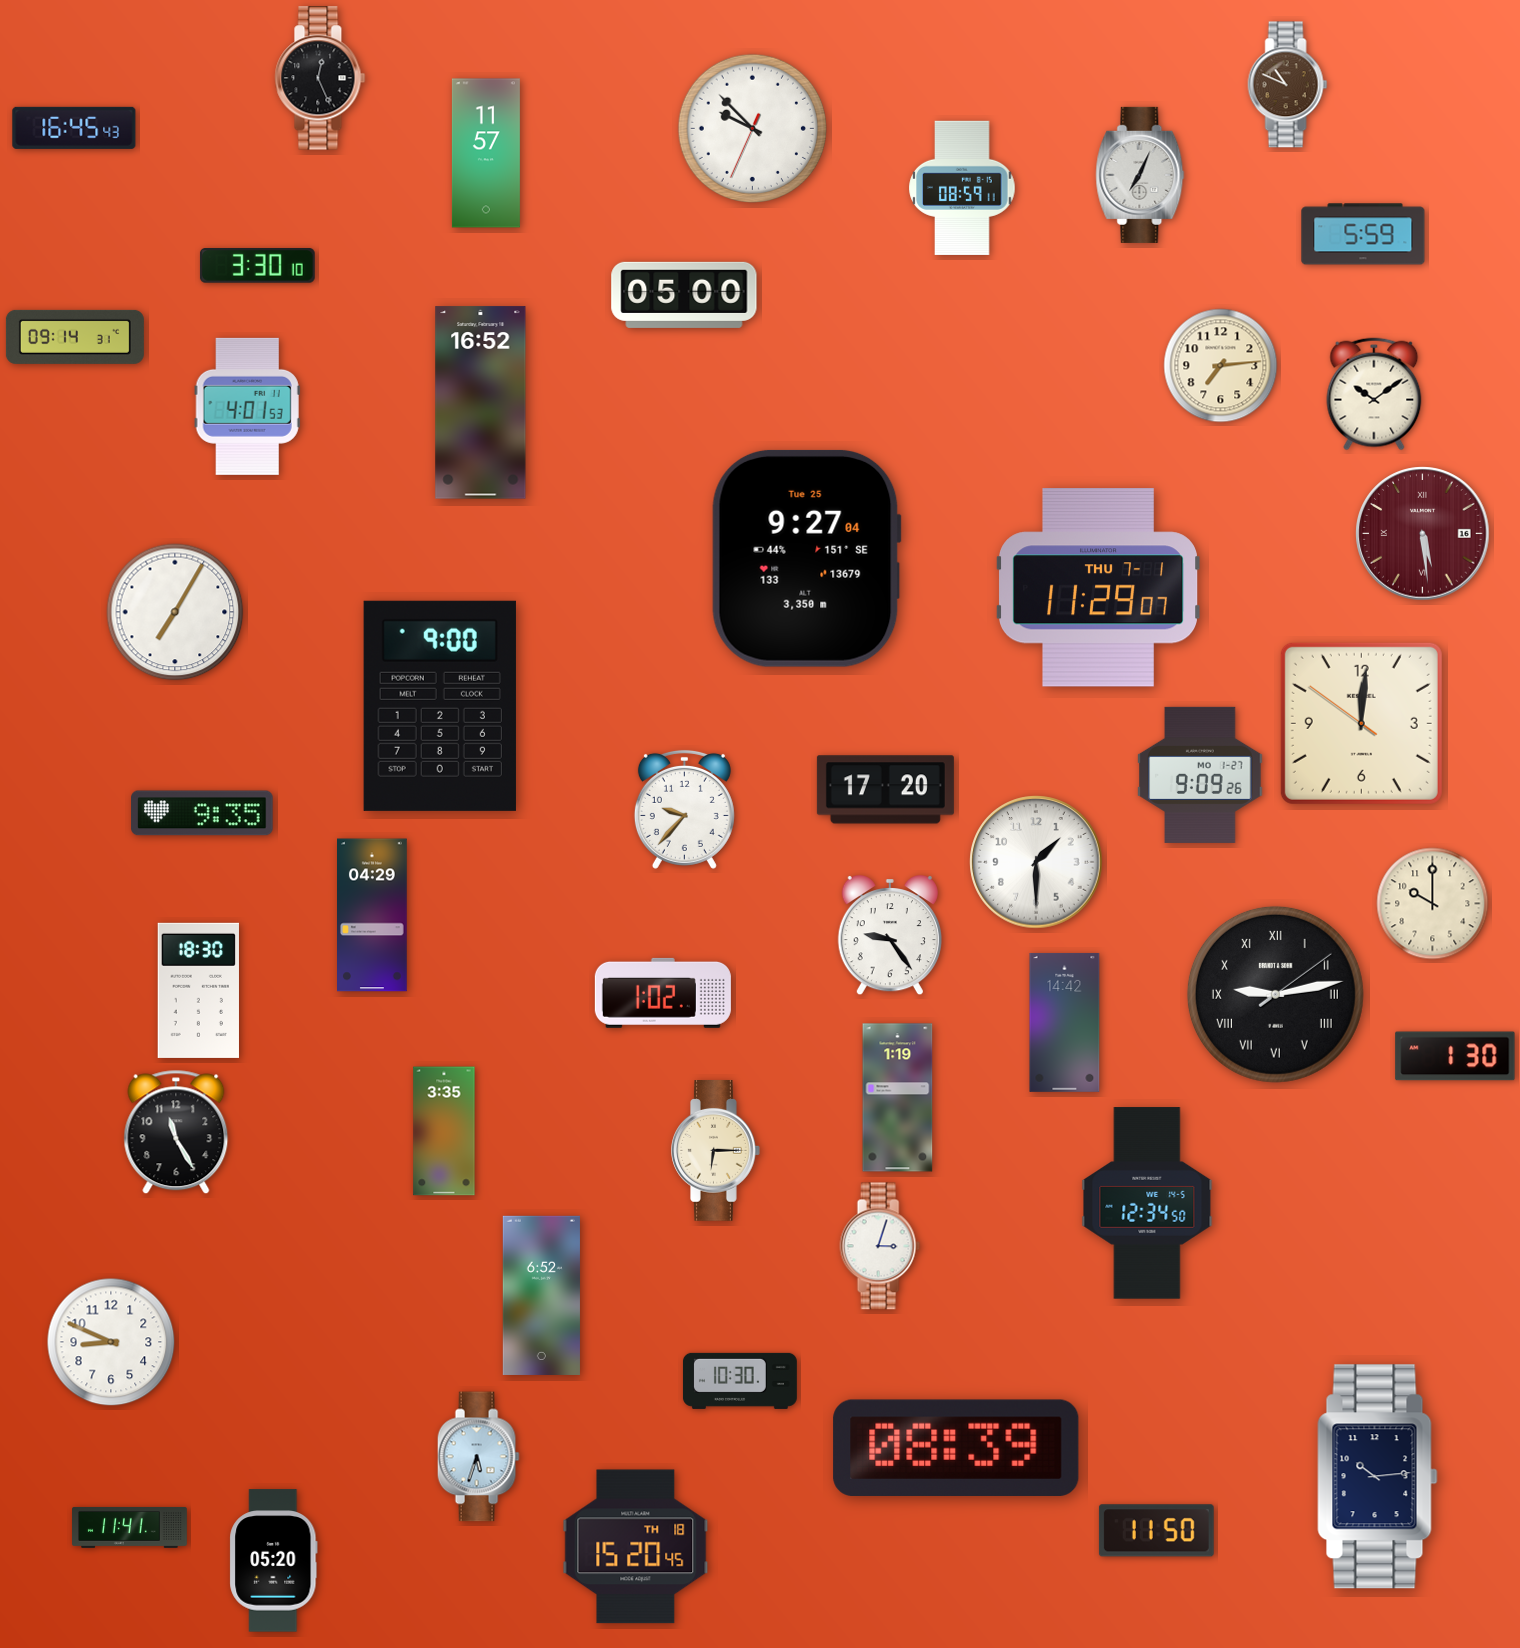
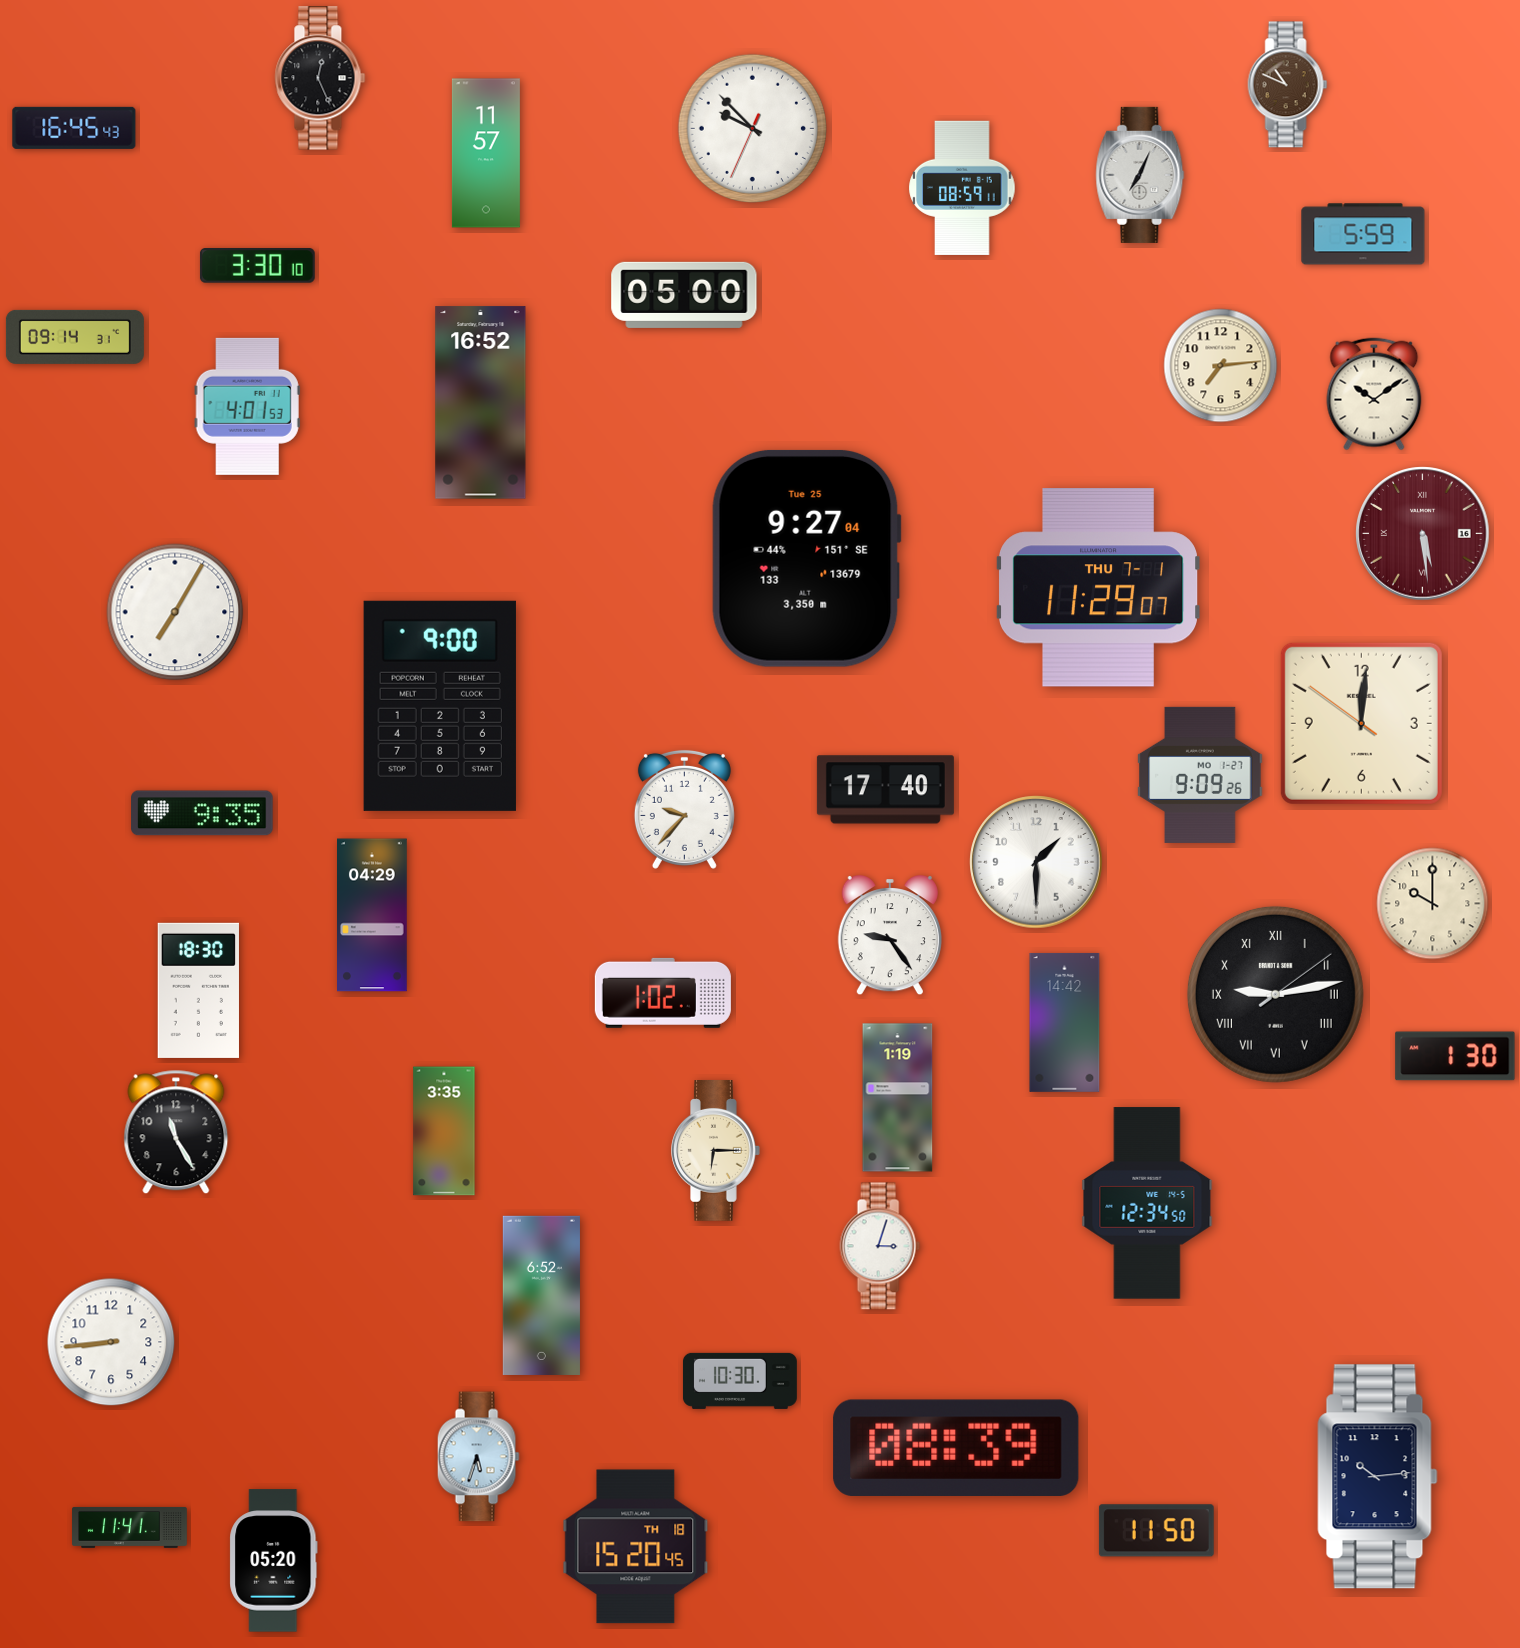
clock at (885, 790): 17:20 -> 17:40
clock at (111, 1342): 8:49 -> 8:44
